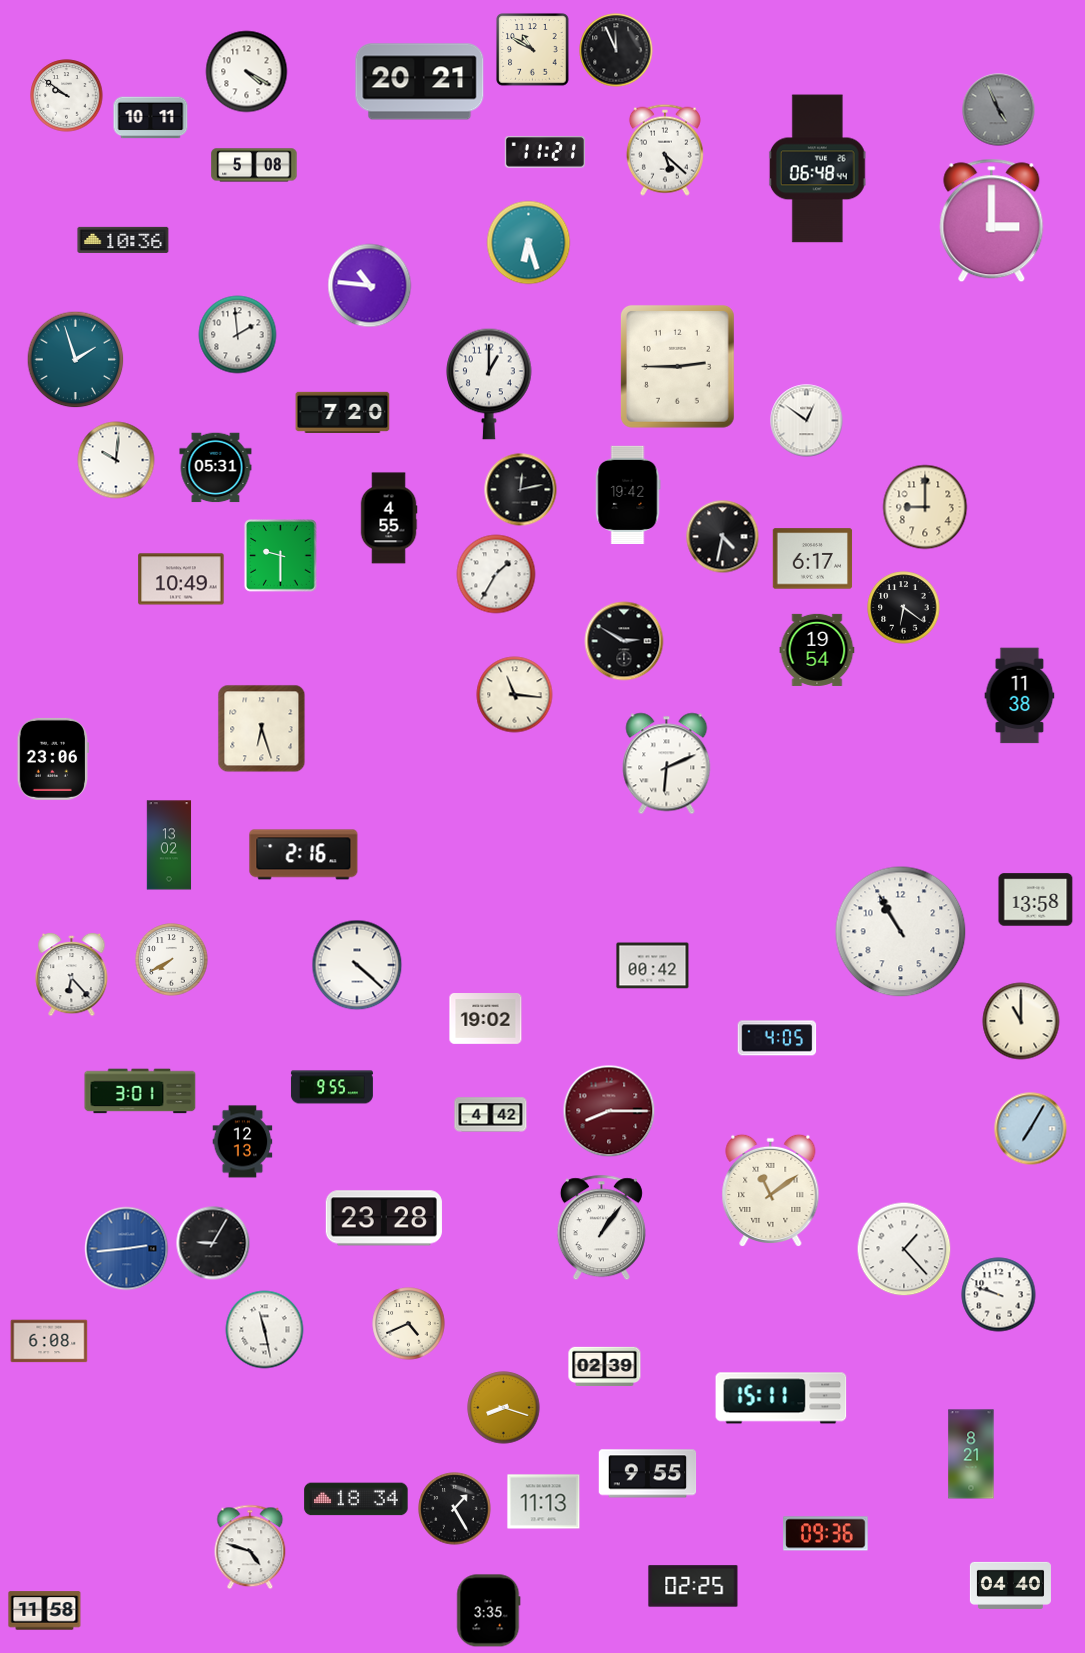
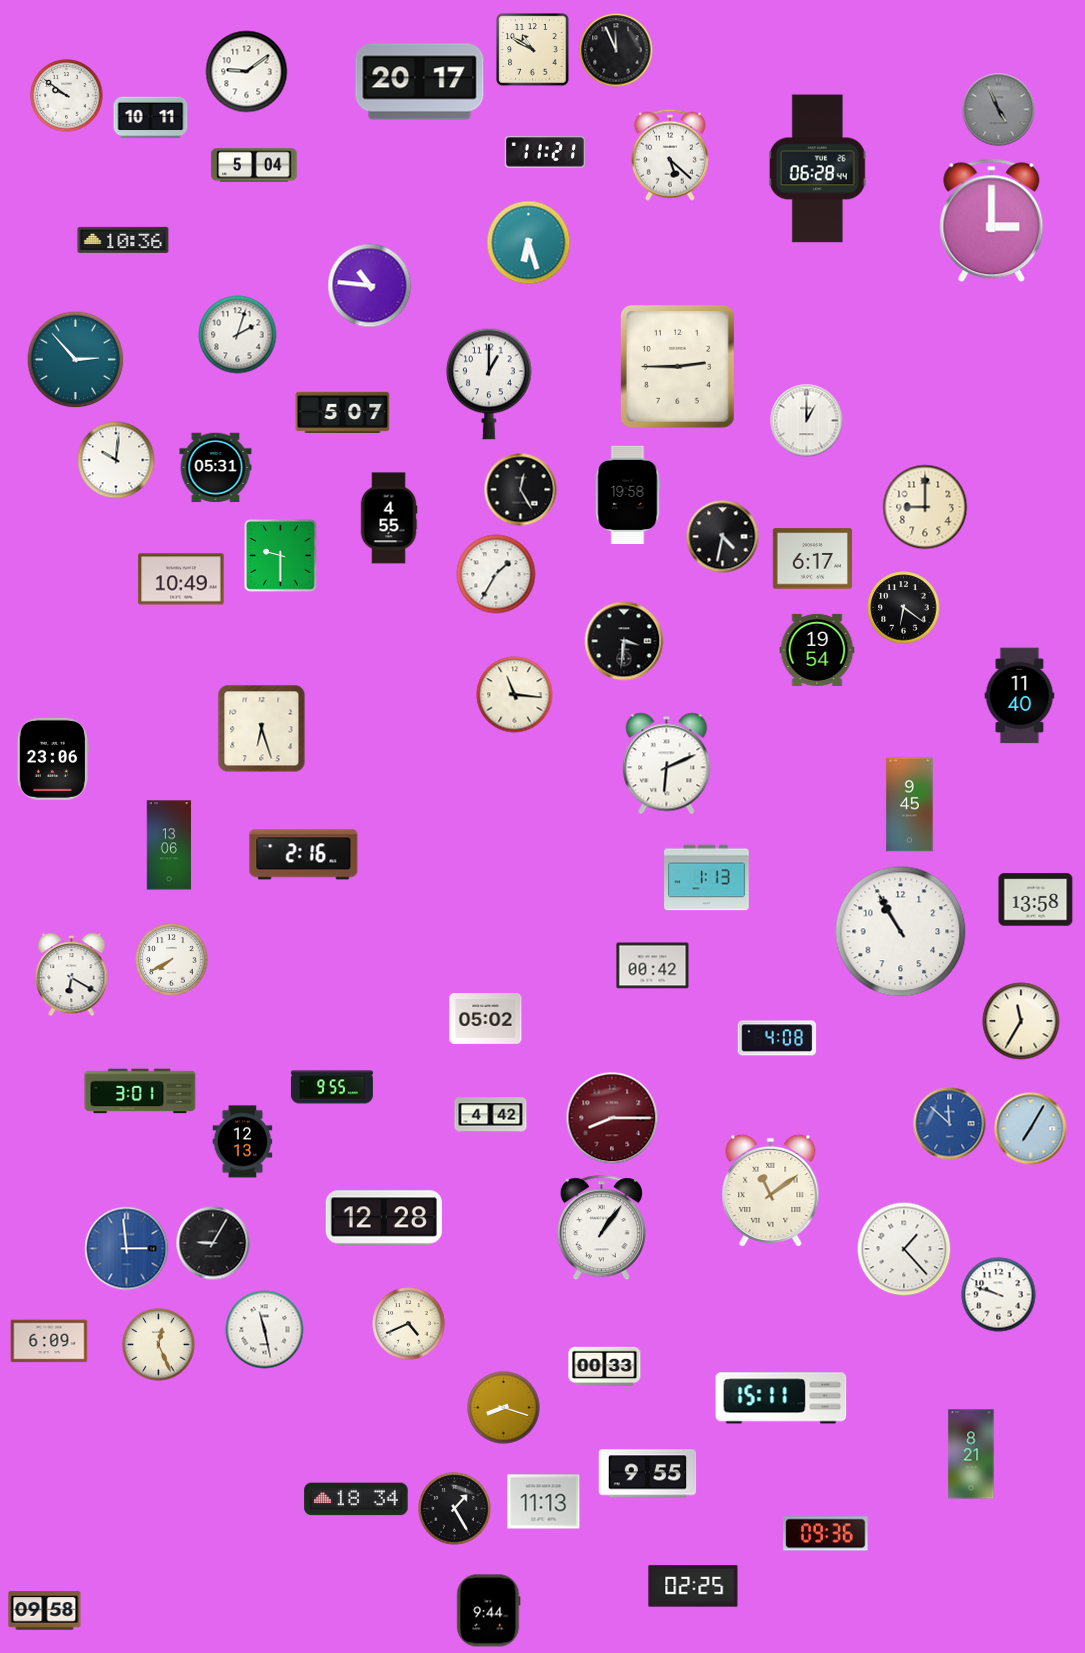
clock at (247, 72): 4:20 -> 9:09
clock at (420, 82): 20:21 -> 20:17
clock at (665, 150) position: (665, 150) -> (670, 155)
clock at (254, 165): 5:08 -> 5:04
clock at (817, 169): 06:48 -> 06:28
clock at (238, 335): 1:59 -> 2:03
clock at (76, 360): 1:57 -> 2:53
clock at (343, 412): 7:20 -> 5:07
clock at (807, 421): 12:51 -> 1:00
clock at (521, 490): 12:13 -> 12:25
clock at (628, 495): 19:42 -> 19:58
clock at (624, 641): 2:50 -> 3:31
clock at (1020, 696): 11:38 -> 11:40
clock at (910, 805): none -> 9:45
clock at (169, 845): 13:02 -> 13:06
clock at (707, 878): none -> 1:13
clock at (357, 965): 4:22 -> none
clock at (72, 975): 6:23 -> 6:20
clock at (486, 1019): 19:02 -> 05:02
clock at (1021, 1021): 11:00 -> 11:35
clock at (777, 1038): 4:05 -> 4:08
clock at (609, 1111) position: (609, 1111) -> (612, 1118)
clock at (950, 1124): none -> 11:52
clock at (384, 1218): 23:28 -> 12:28
clock at (127, 1249): 2:44 -> 2:59
clock at (49, 1341): 6:08 -> 6:09
clock at (159, 1345): none -> 12:26
clock at (605, 1366): 02:39 -> 00:33
clock at (250, 1547): 4:48 -> none
clock at (1010, 1585): 04:40 -> none
clock at (45, 1611): 11:58 -> 09:58
clock at (489, 1611): 3:35 -> 9:44
